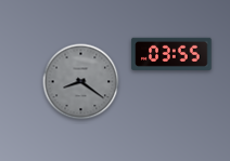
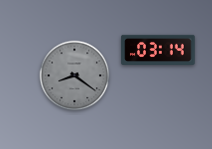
clock at (171, 54): 03:55 -> 03:14
